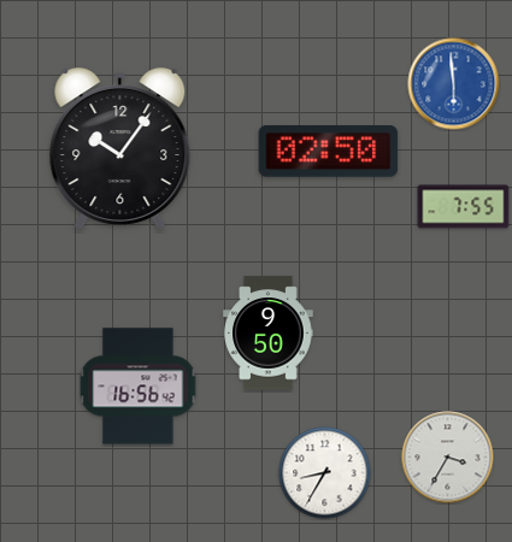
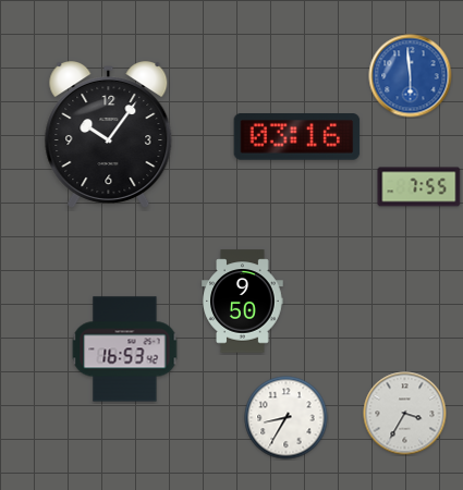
clock at (329, 152): 02:50 -> 03:16
clock at (139, 387): 16:56 -> 16:53
clock at (325, 473) position: (325, 473) -> (287, 418)
